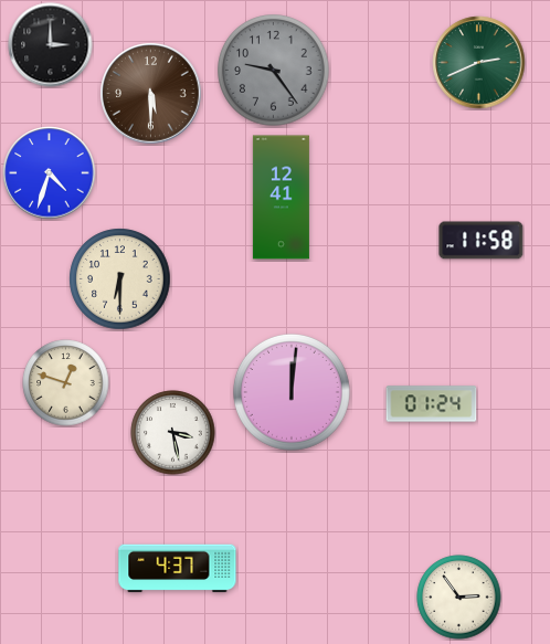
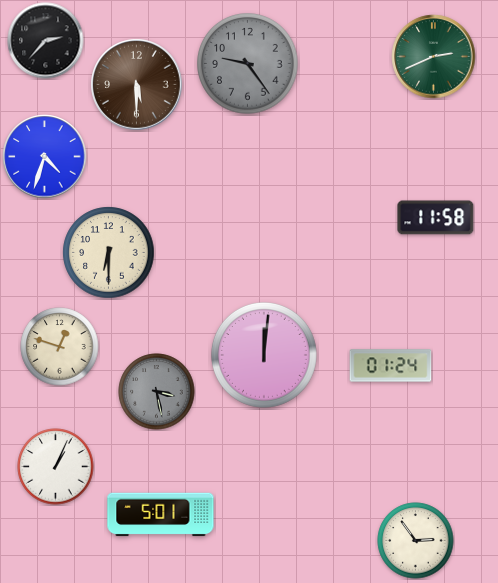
clock at (51, 45): 3:00 -> 2:37
clock at (281, 198): 12:41 -> none
clock at (173, 433) dial: white -> grey
clock at (56, 467): none -> 1:04
clock at (178, 569): 4:37 -> 5:01
